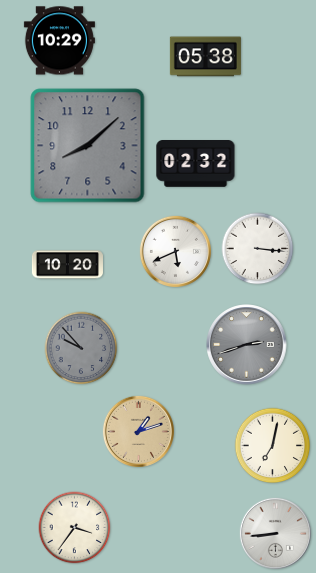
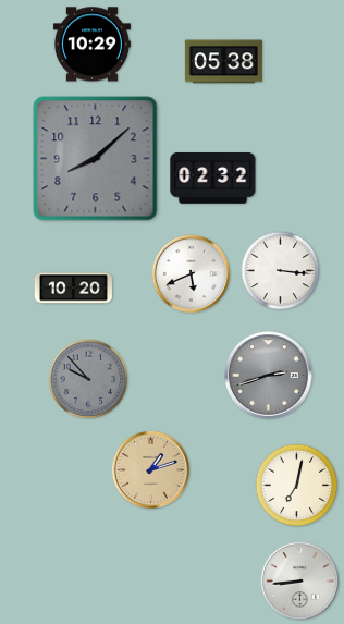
clock at (59, 41) position: (59, 41) -> (91, 45)
clock at (75, 528): 3:36 -> none
